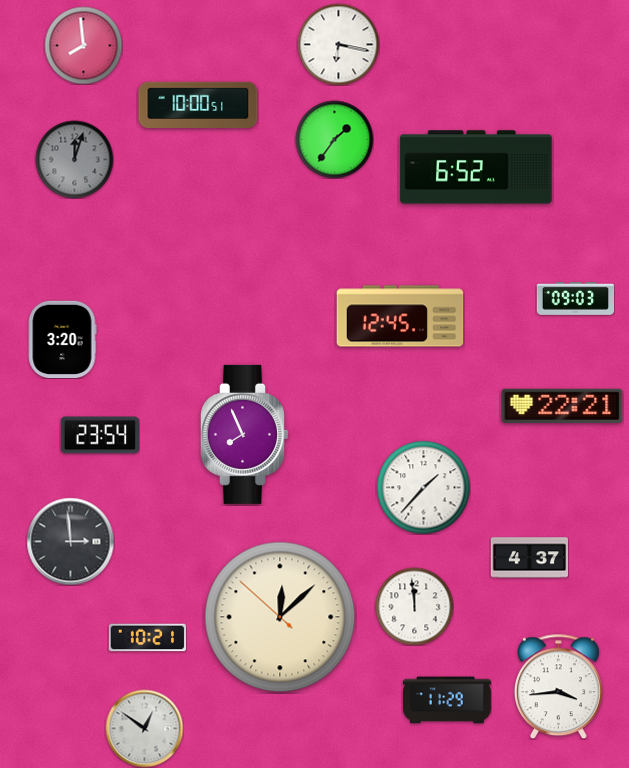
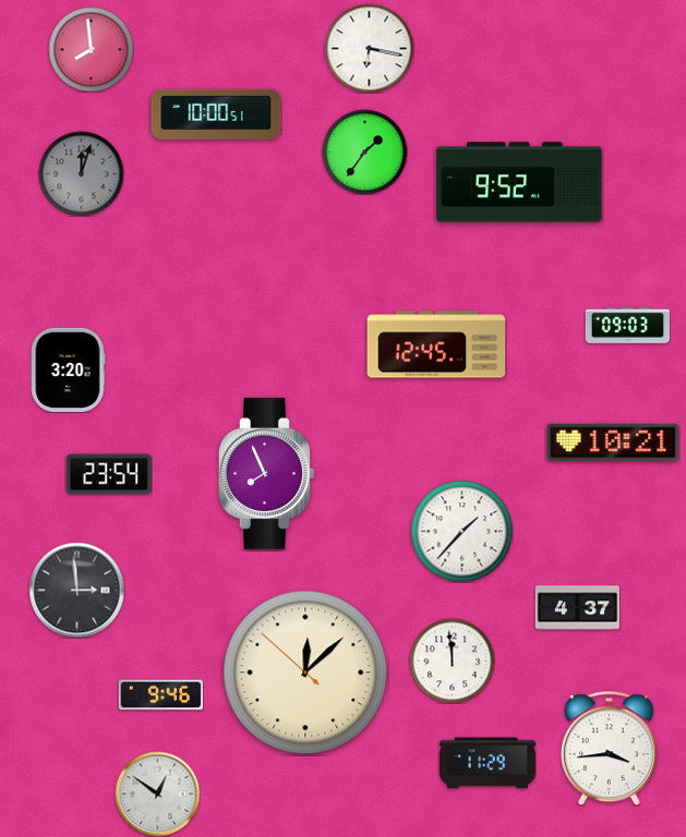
clock at (476, 167): 6:52 -> 9:52
clock at (562, 405): 22:21 -> 10:21
clock at (147, 638): 10:21 -> 9:46
